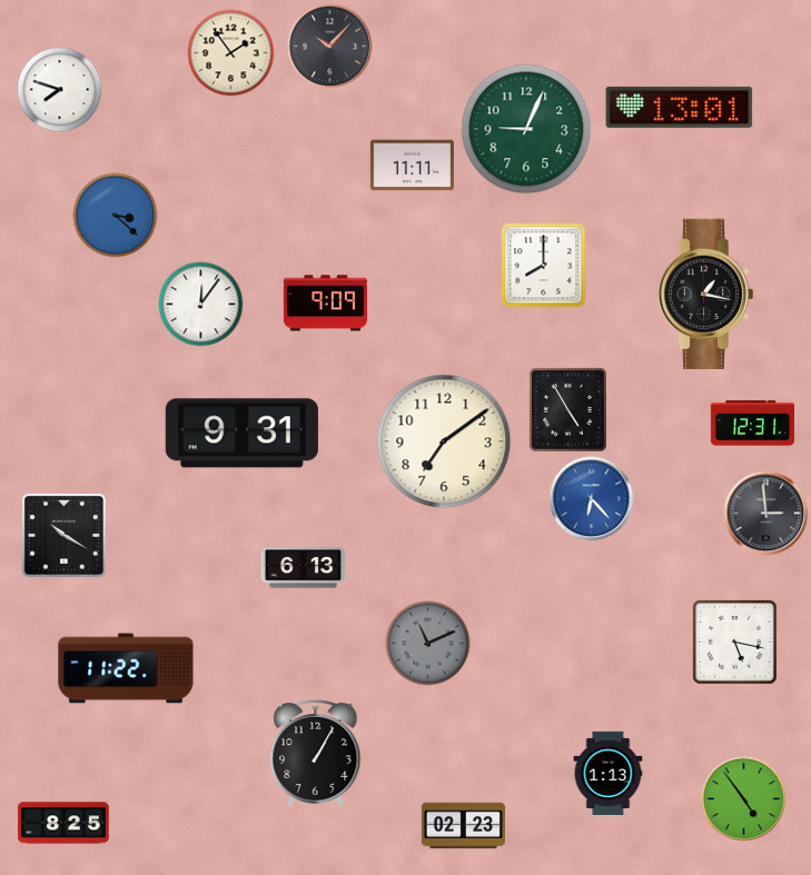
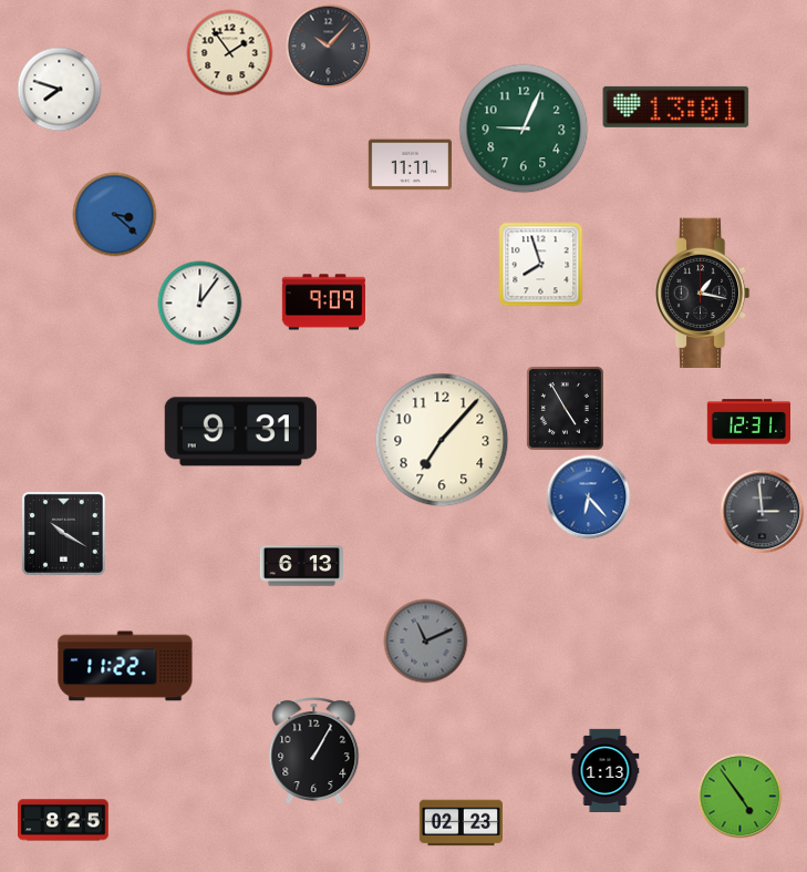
clock at (544, 266): 8:00 -> 7:57
clock at (444, 441): 7:09 -> 7:07
clock at (735, 643): 5:17 -> none
